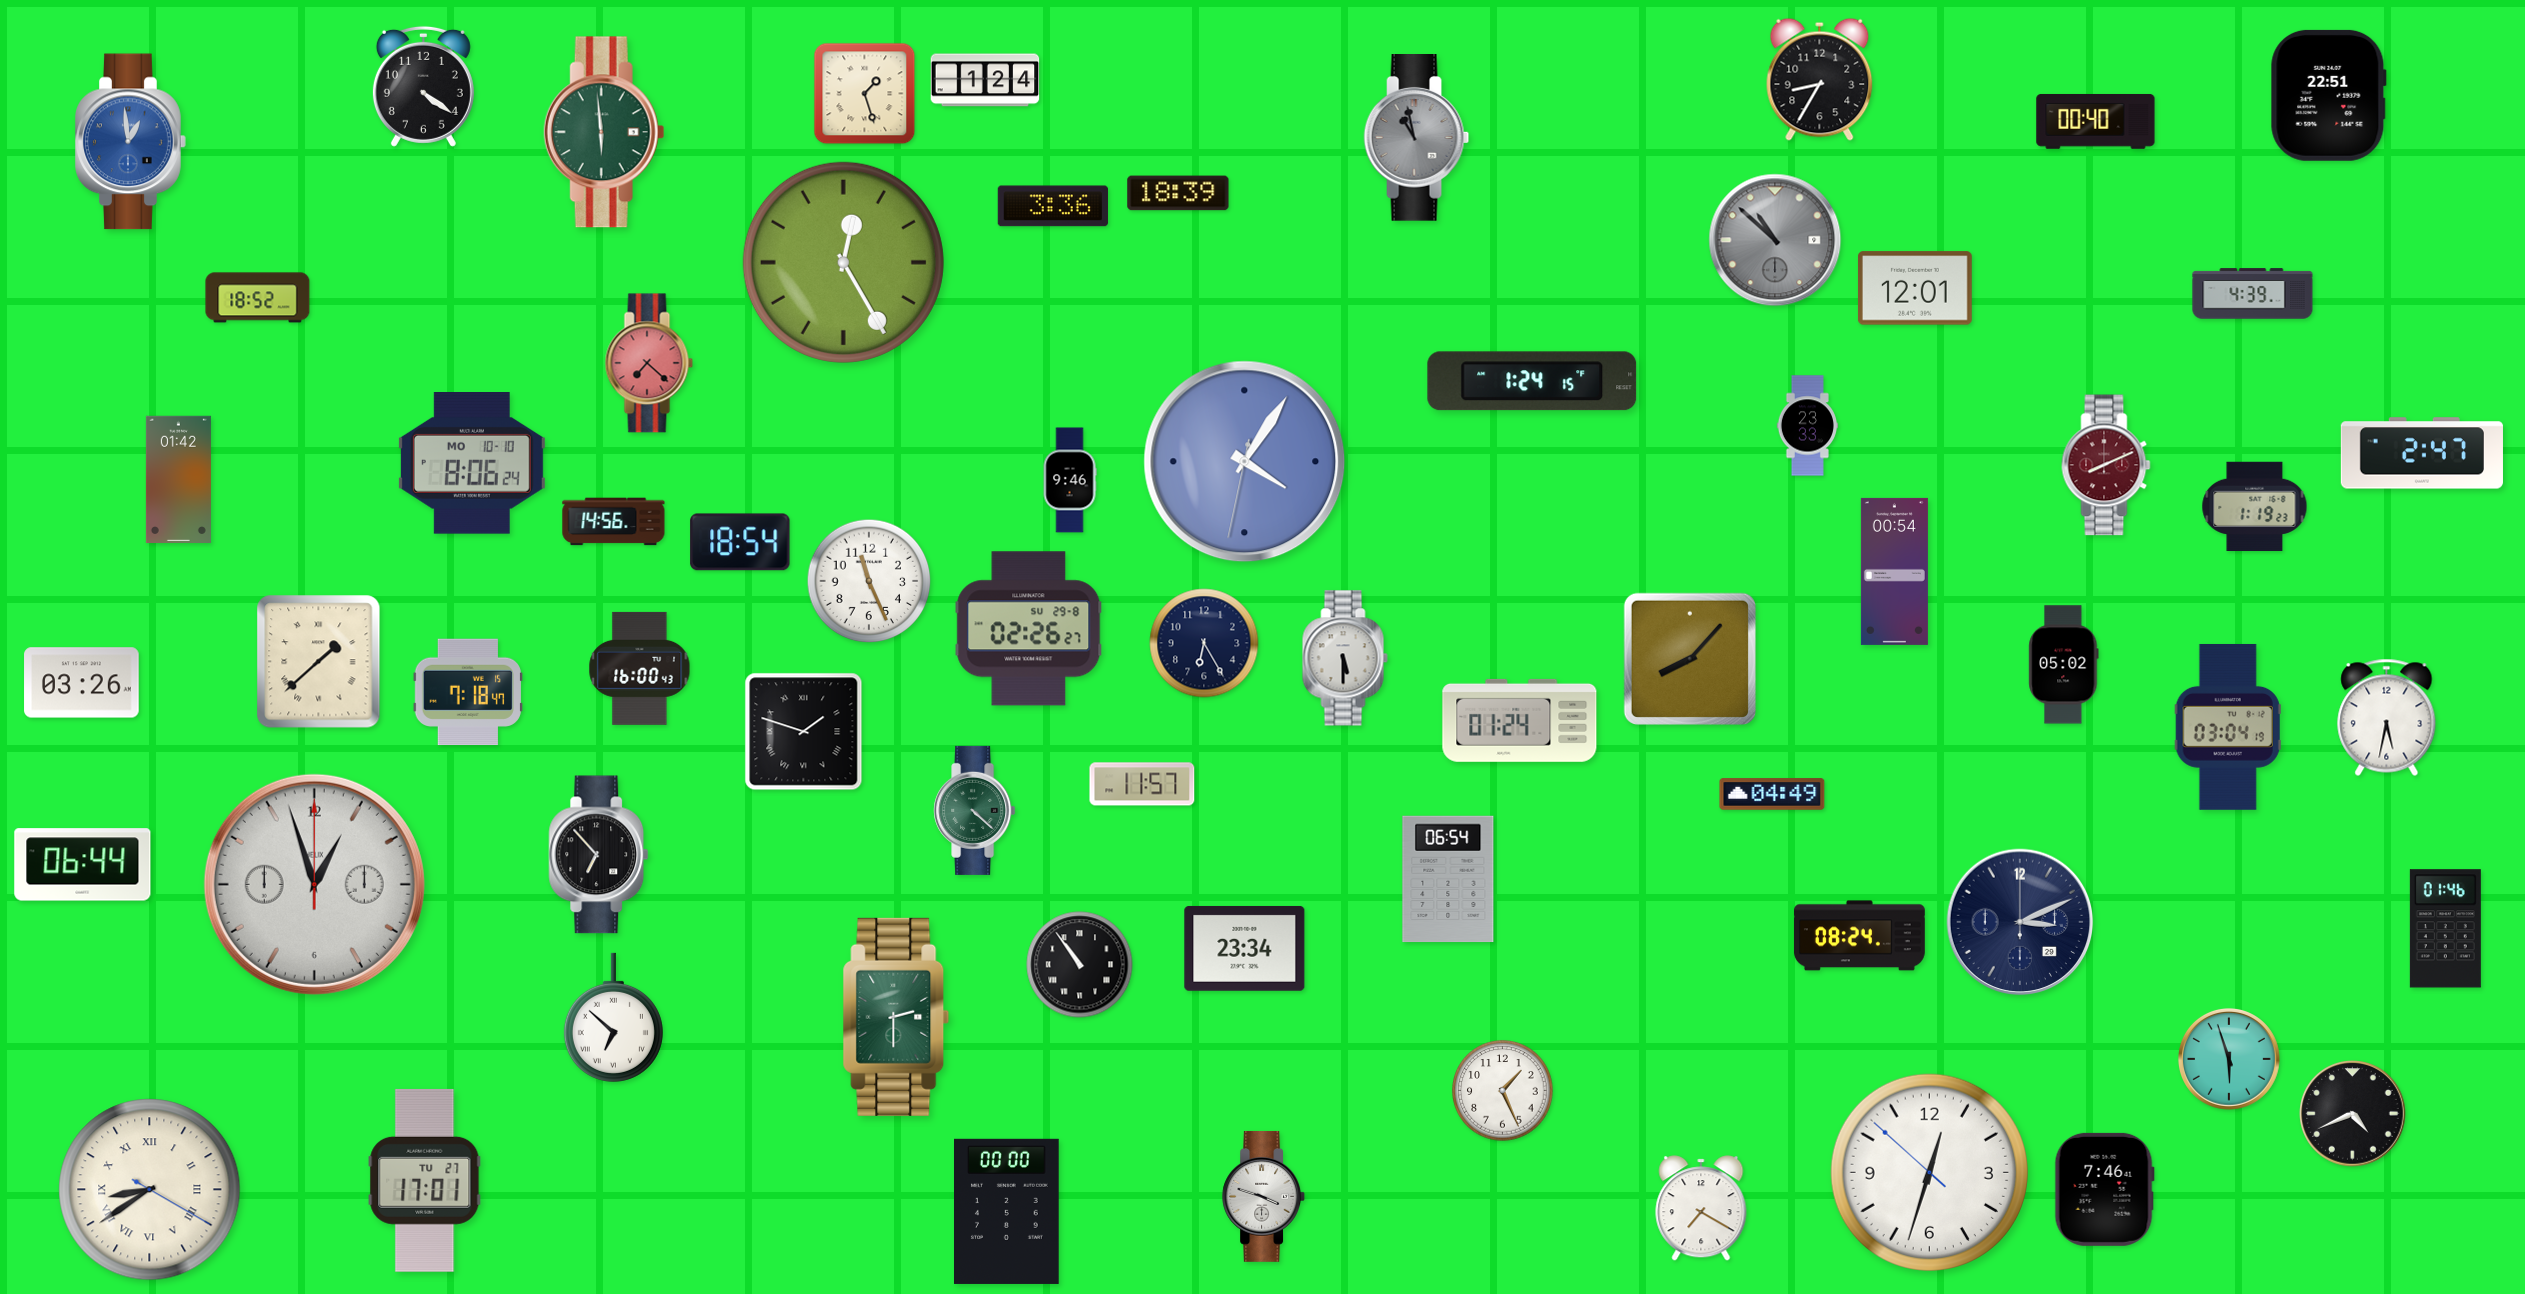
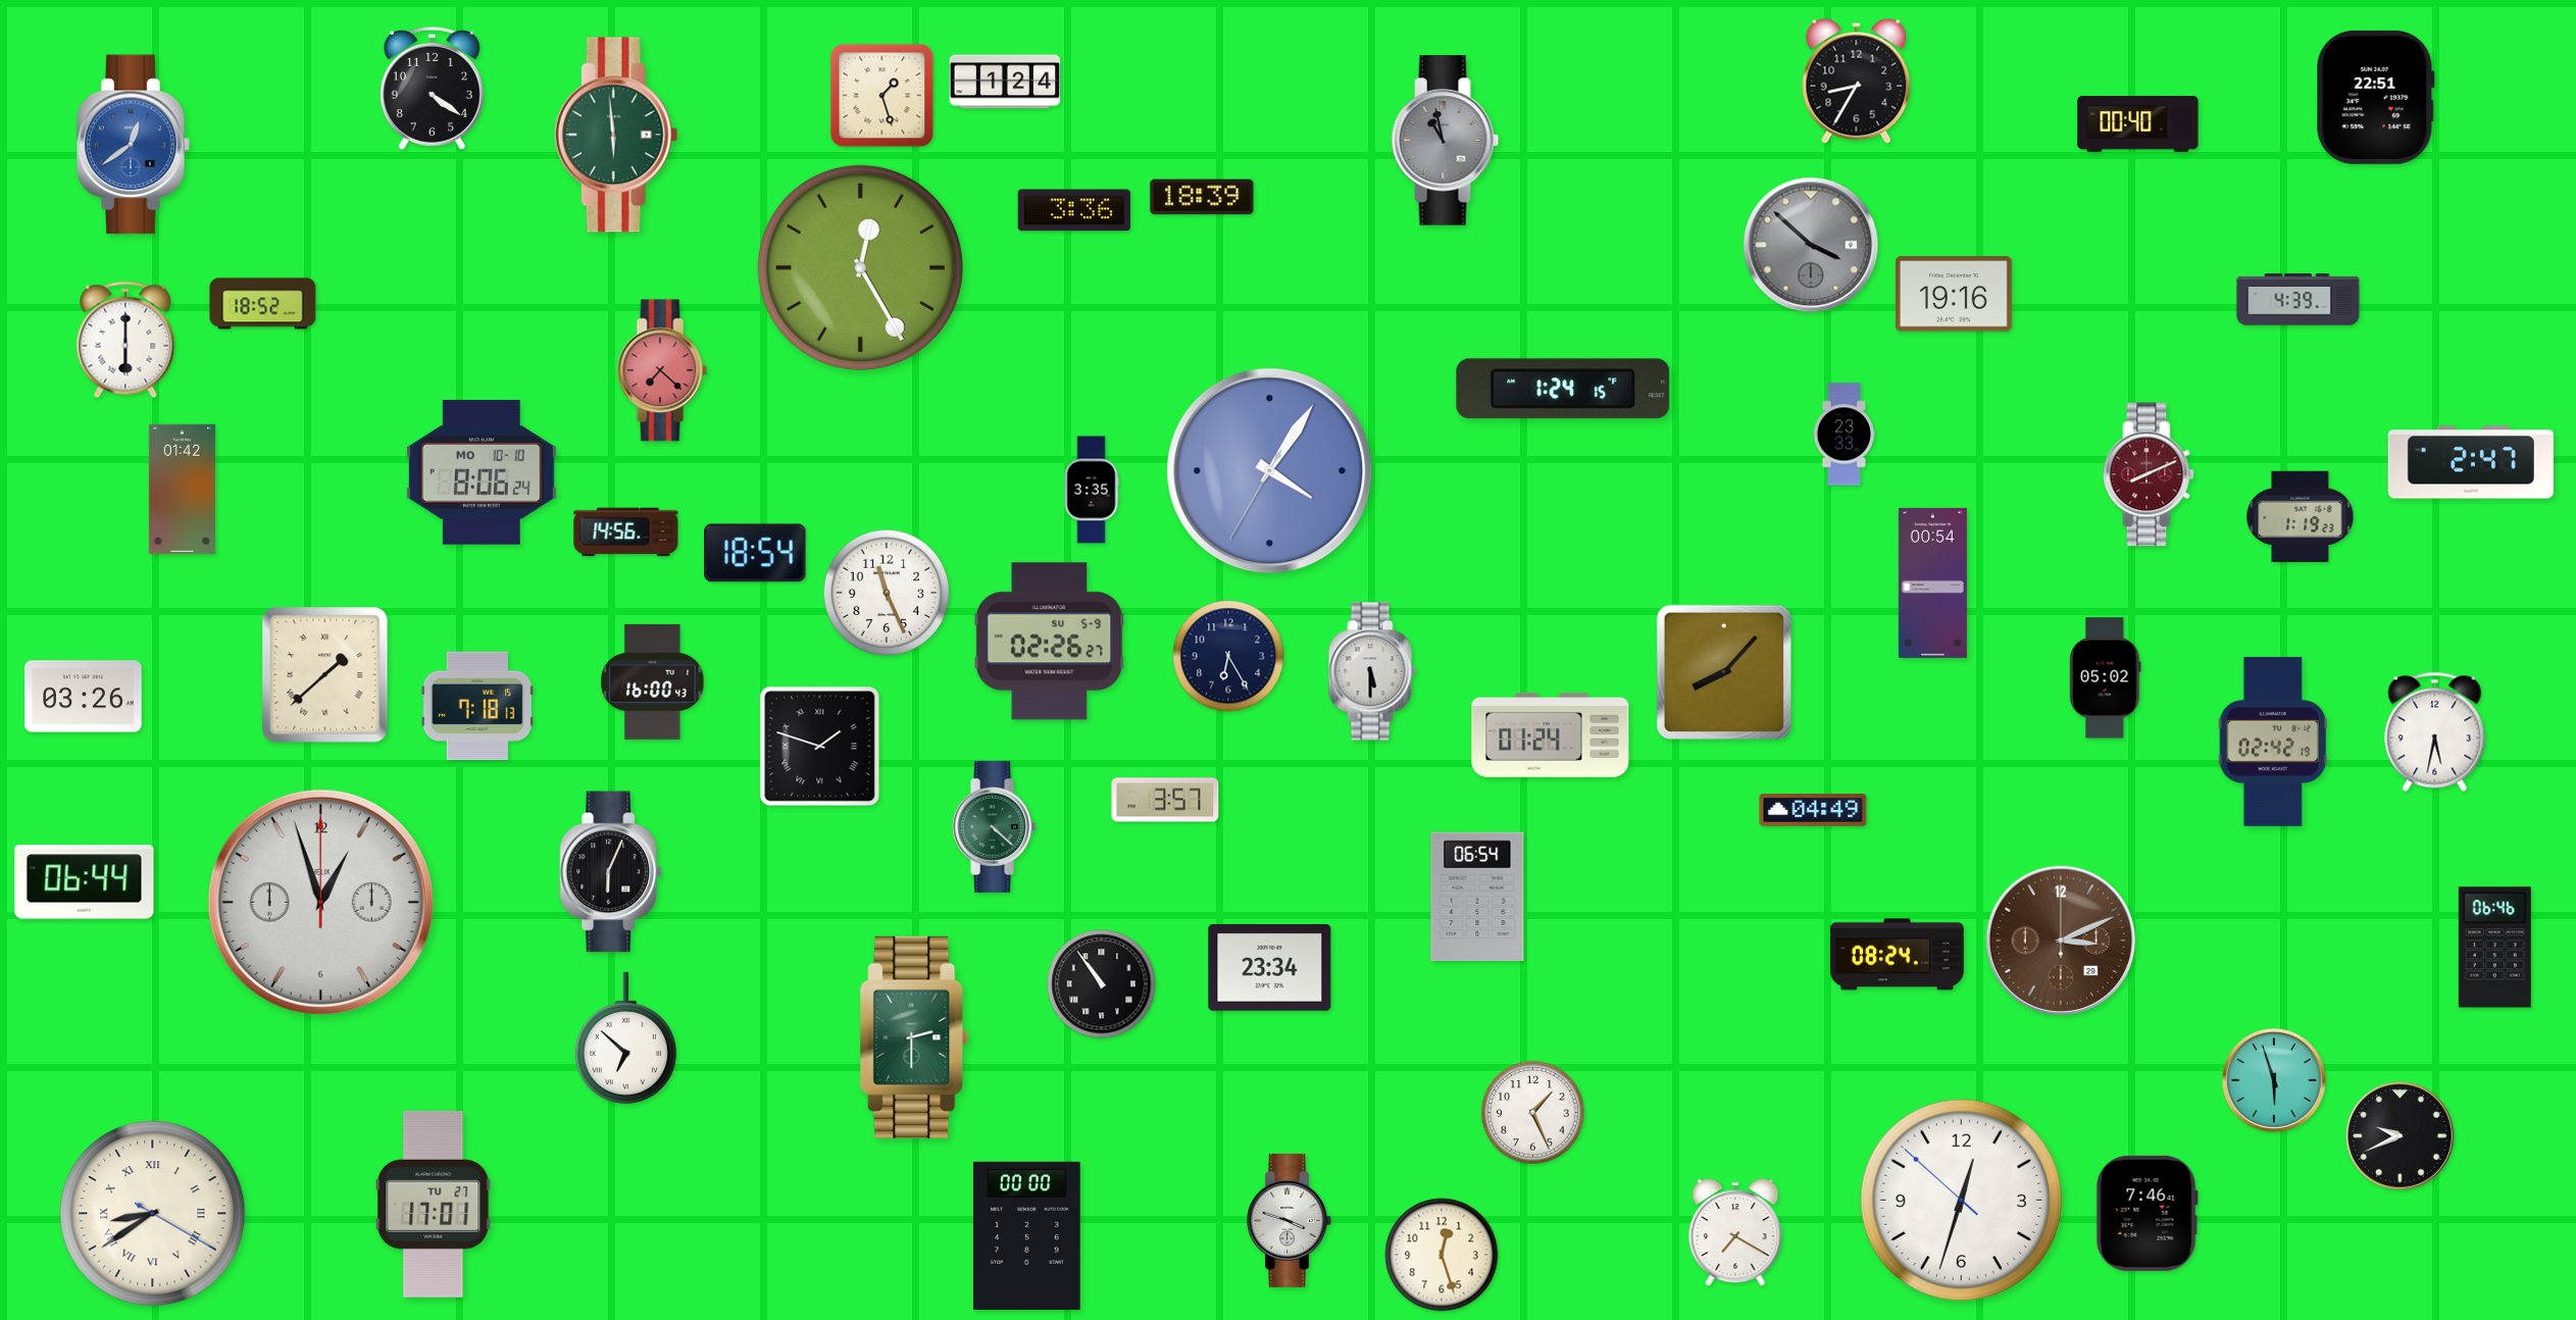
clock at (131, 142): 12:59 -> 12:39
clock at (1775, 240): 10:52 -> 3:52
clock at (1915, 288): 12:01 -> 19:16
clock at (125, 340): none -> 6:00
clock at (1245, 462): 4:05:32 -> 4:05:35
clock at (1070, 480): 9:46 -> 3:35
clock at (1029, 629) date: SU 29-8 -> SU 5-9
clock at (468, 692): 7:18:47 -> 7:18:13
clock at (2228, 727): 03:04 -> 02:42
clock at (1142, 784): 11:57 -> 3:57
clock at (1772, 794) position: (1772, 794) -> (1813, 810)
clock at (599, 855): 6:53 -> 6:04
clock at (2020, 922) dial: navy -> brown
clock at (2445, 929): 01:46 -> 06:46
clock at (2353, 1114): 4:41 -> 9:41
clock at (1929, 1172) position: (1929, 1172) -> (1961, 1200)
clock at (1442, 1255): none -> 12:27
